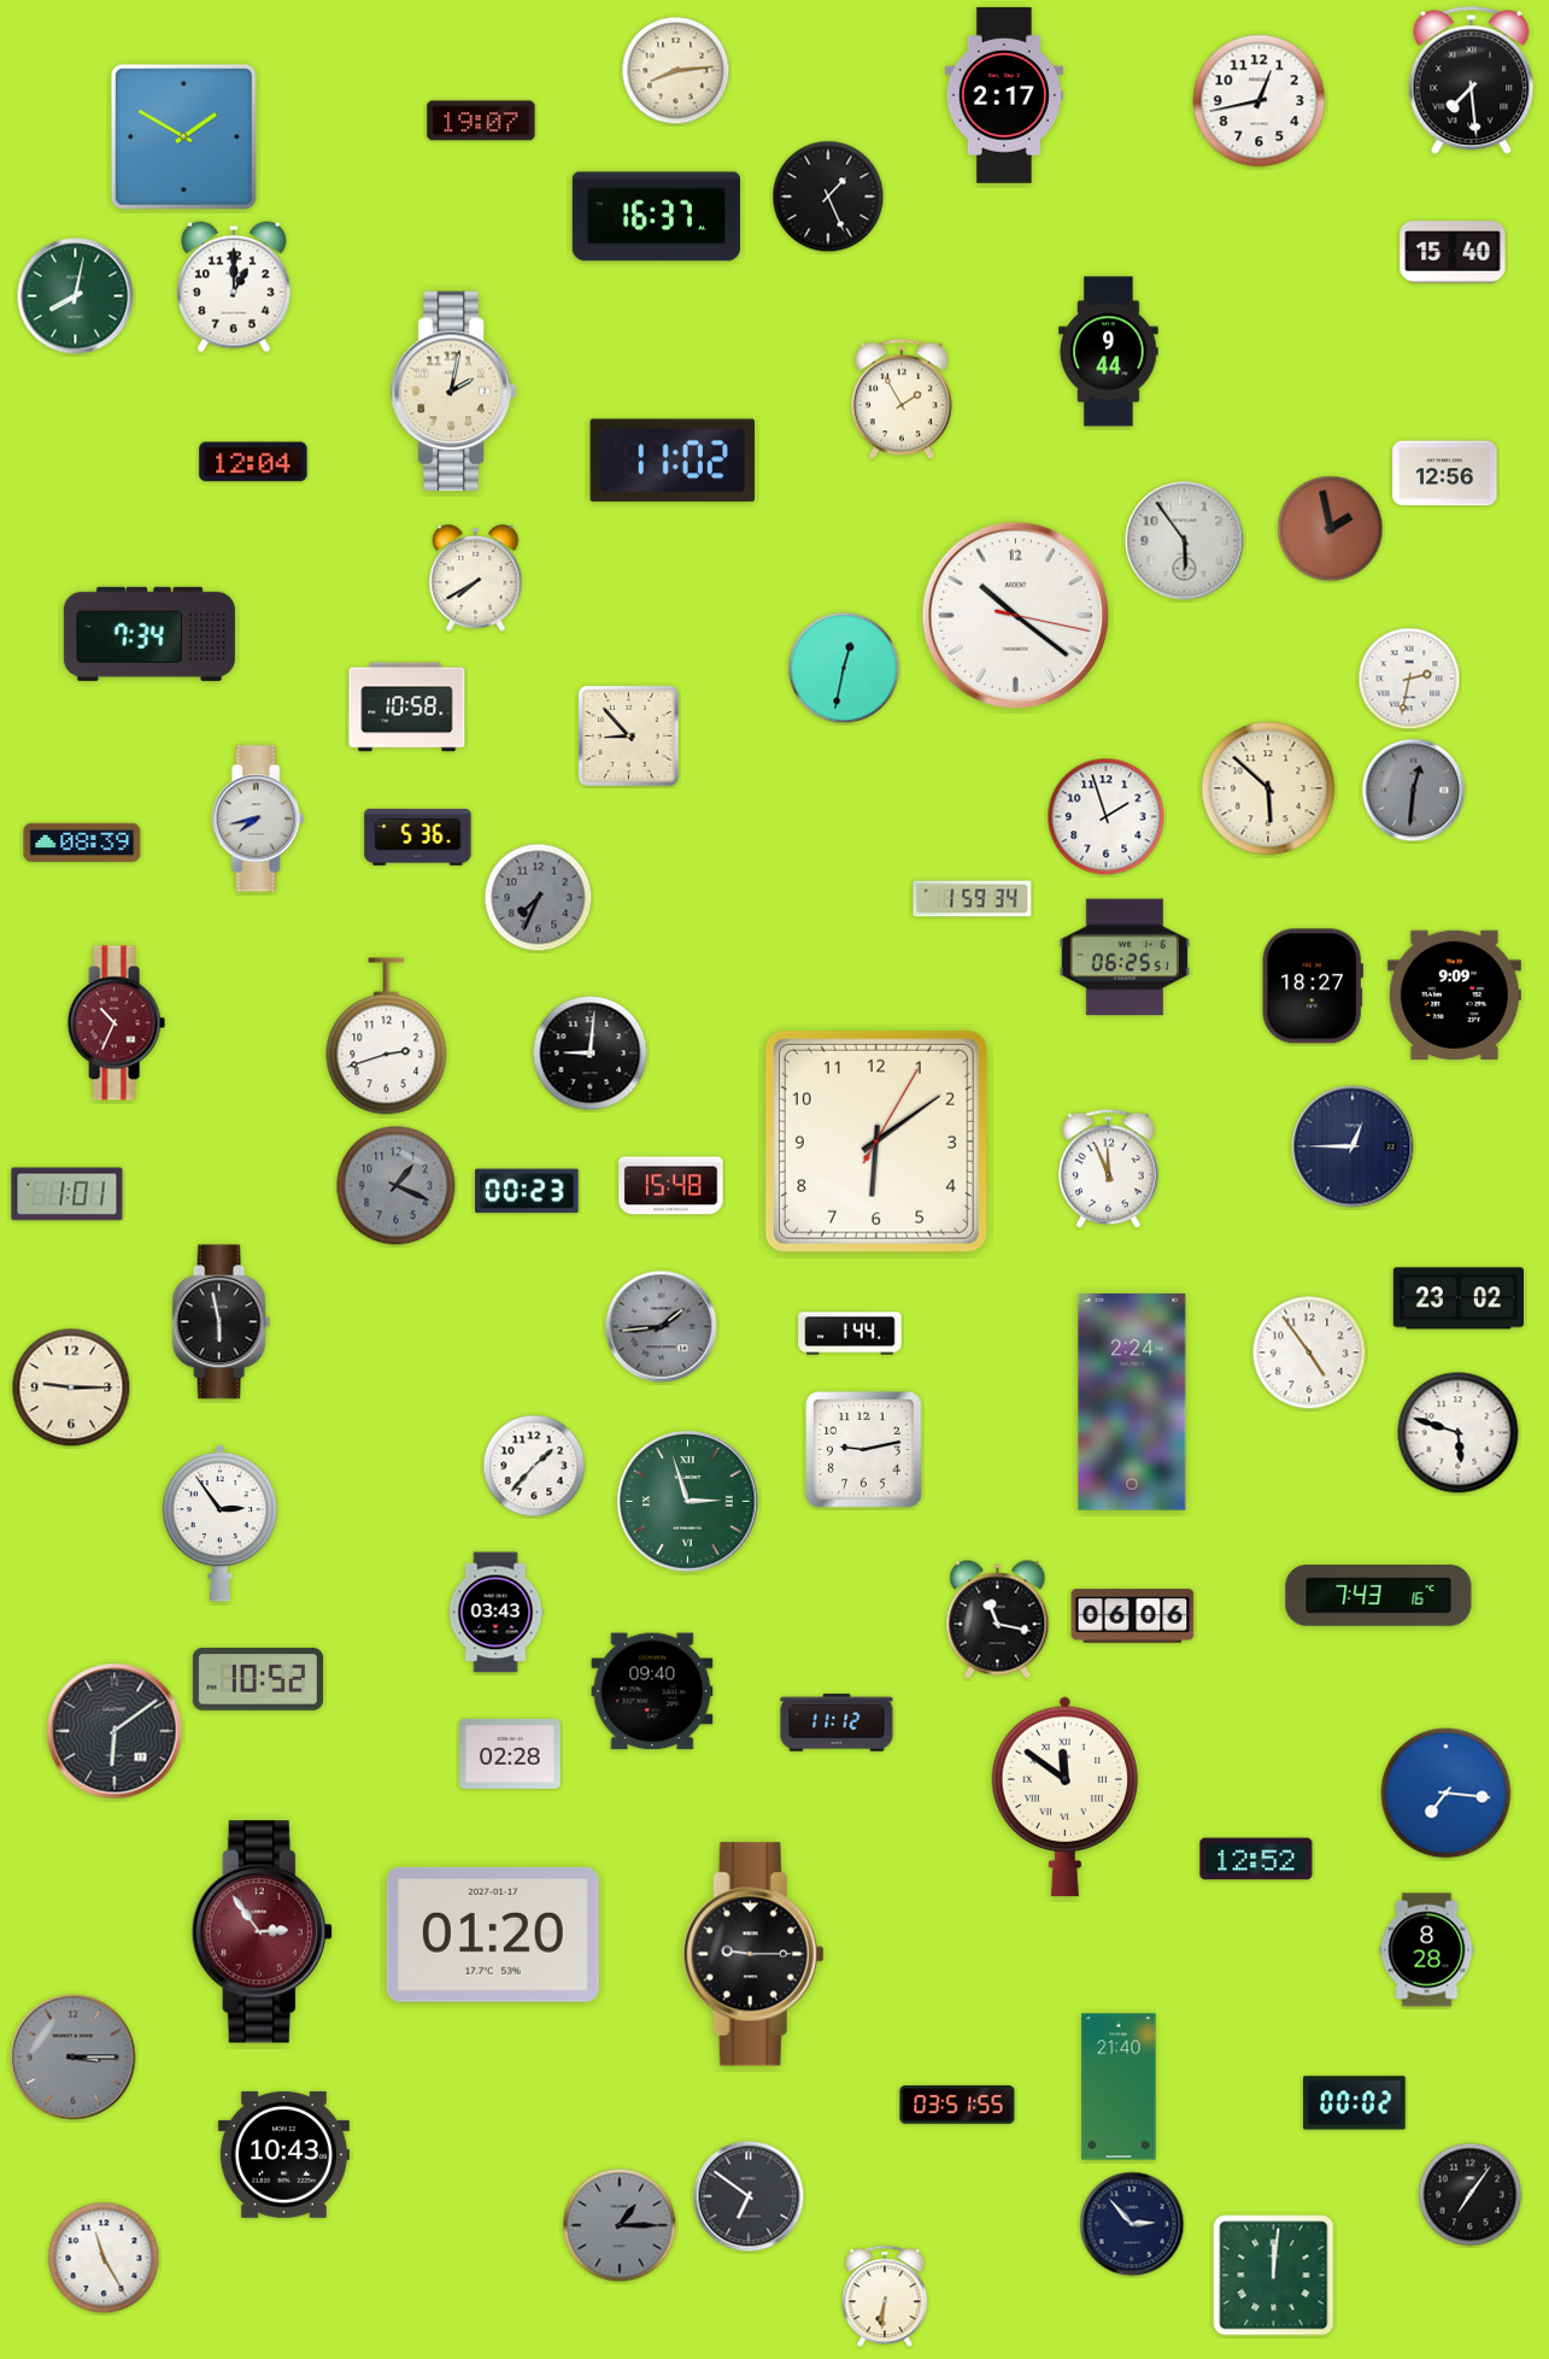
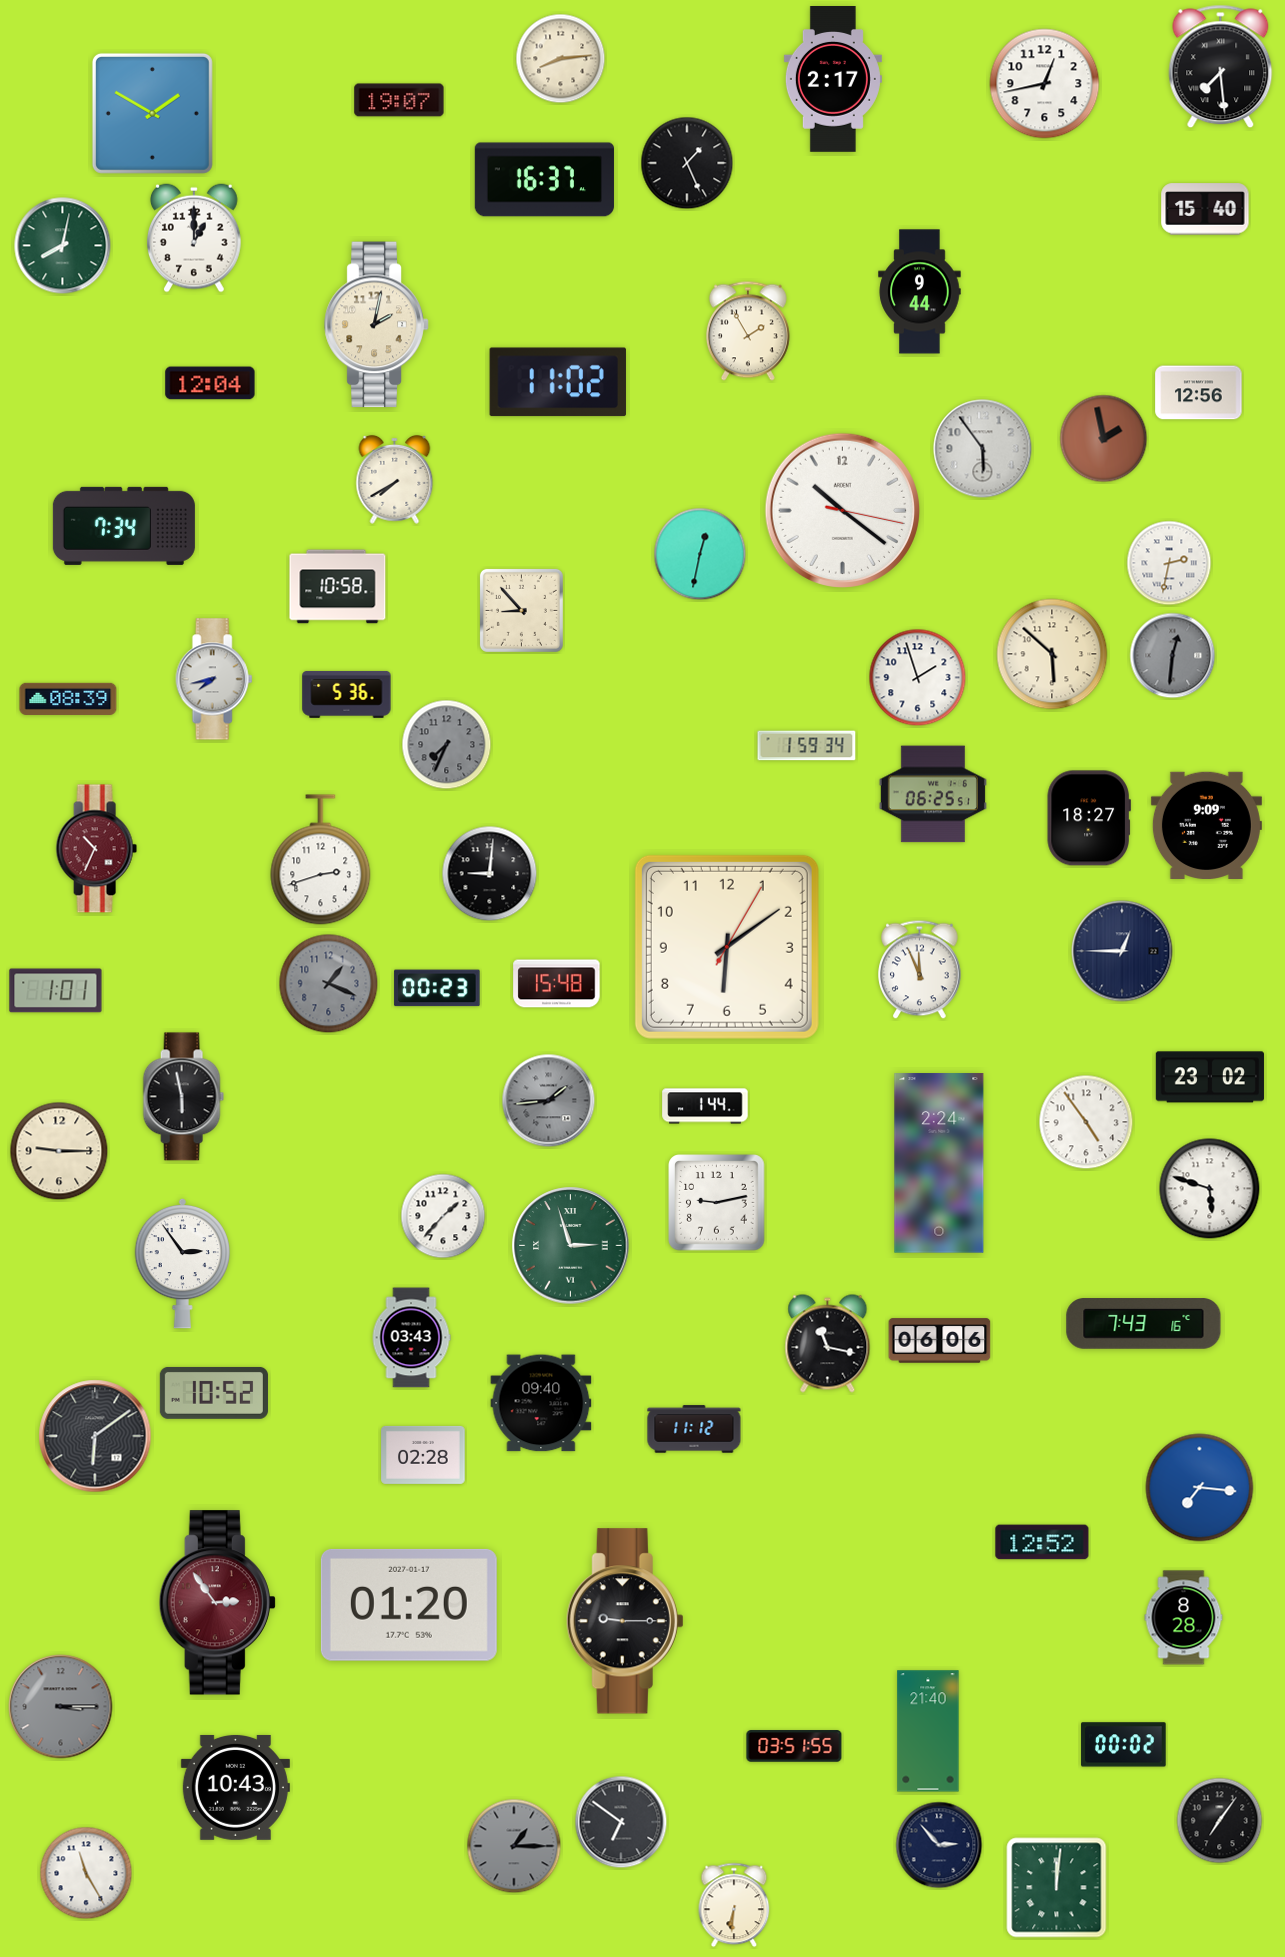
clock at (1064, 1796): 11:51 -> none
